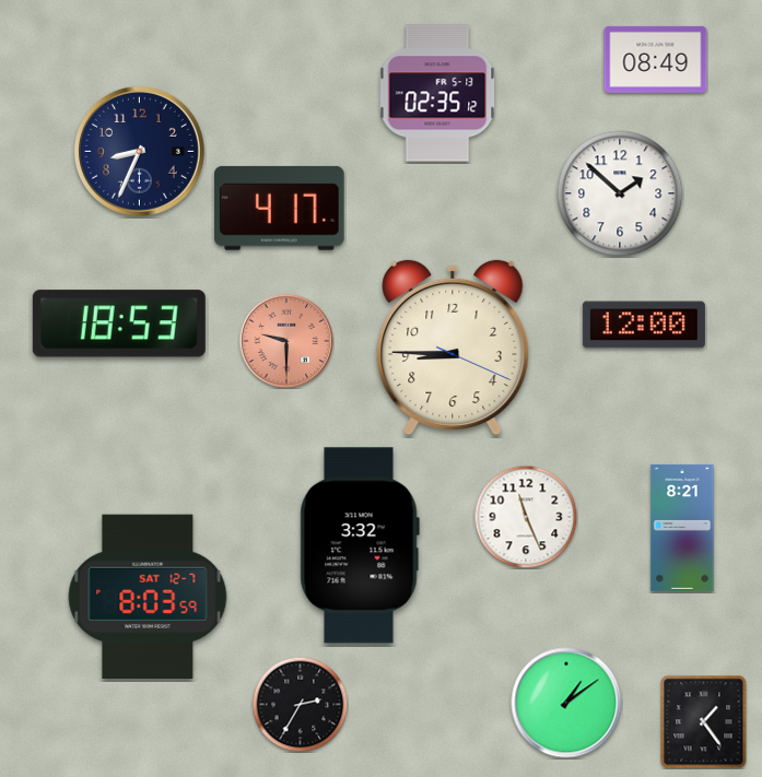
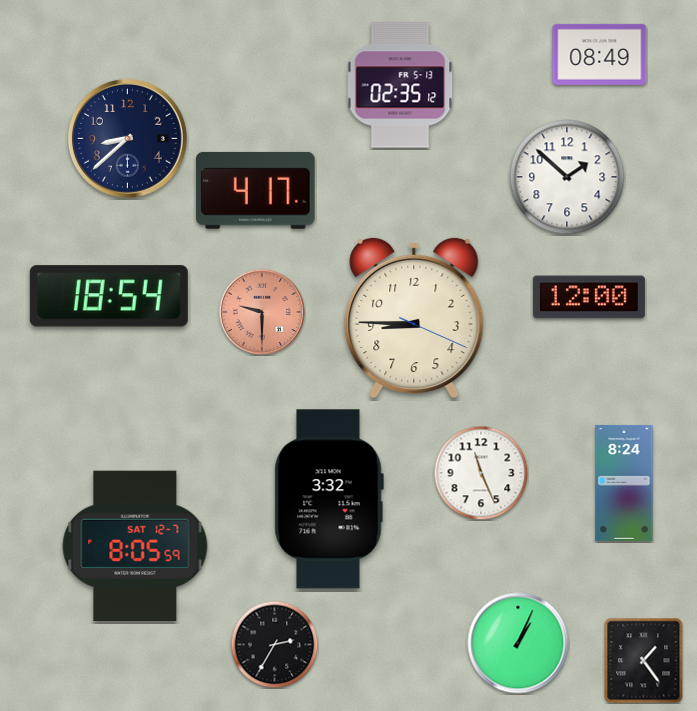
clock at (139, 151): 8:34 -> 8:38
clock at (119, 323): 18:53 -> 18:54
clock at (682, 528): 8:21 -> 8:24
clock at (148, 596): 8:03 -> 8:05
clock at (566, 703): 1:09 -> 1:04
